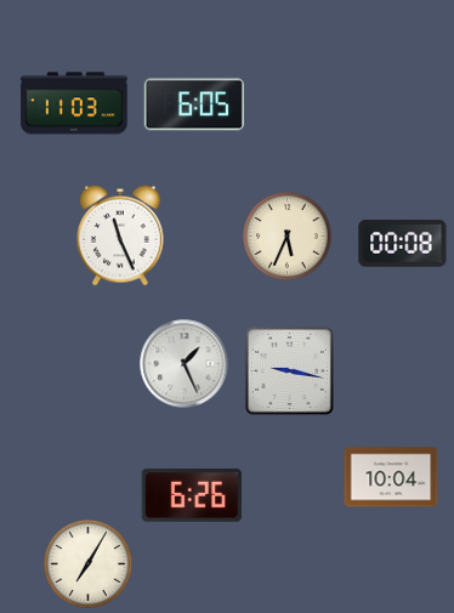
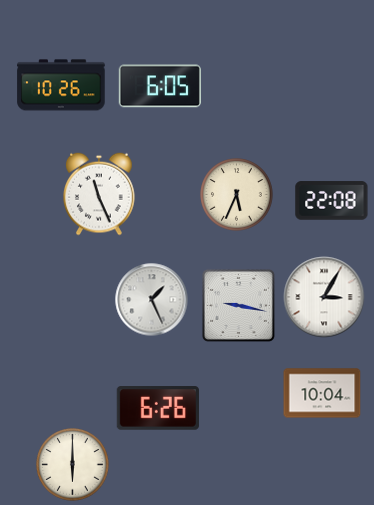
clock at (74, 103): 11:03 -> 10:26
clock at (403, 244): 00:08 -> 22:08
clock at (324, 297): none -> 3:05
clock at (89, 564): 7:05 -> 6:00
